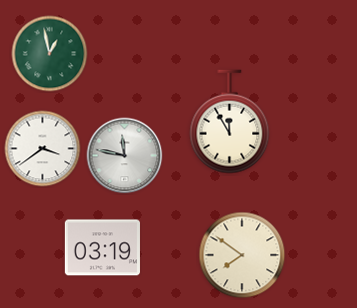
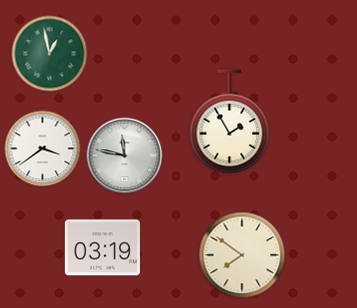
clock at (230, 122): 11:55 -> 1:55
